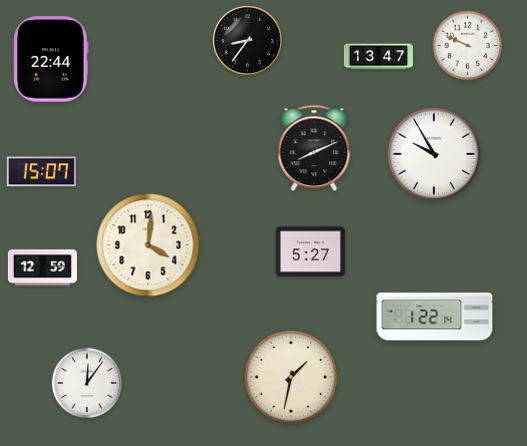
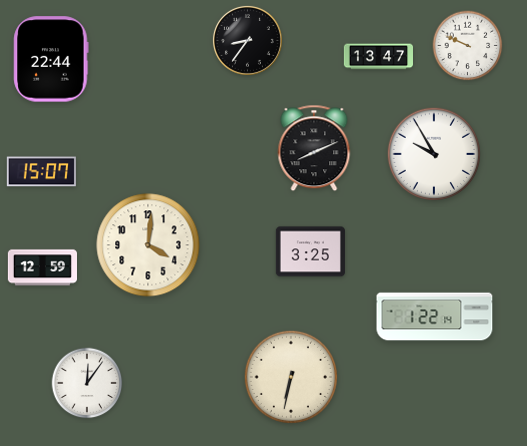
clock at (310, 252): 5:27 -> 3:25
clock at (290, 376): 1:32 -> 6:32
